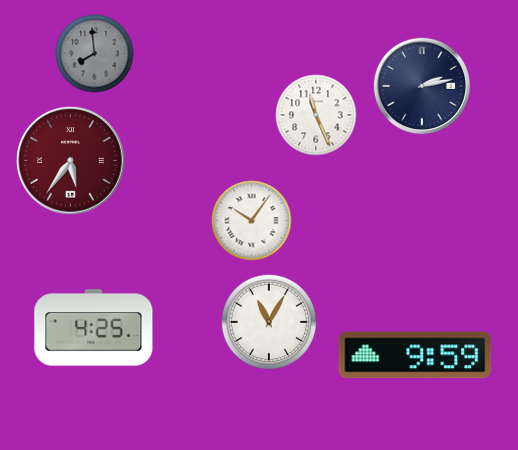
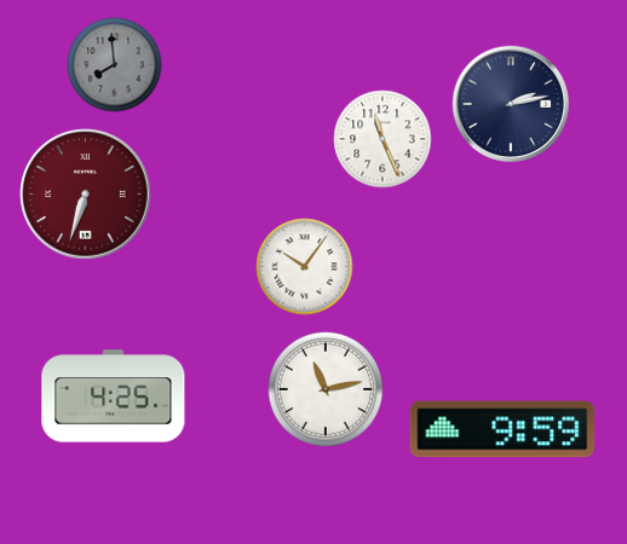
clock at (71, 161): 5:36 -> 6:33
clock at (268, 321): 11:05 -> 11:13
